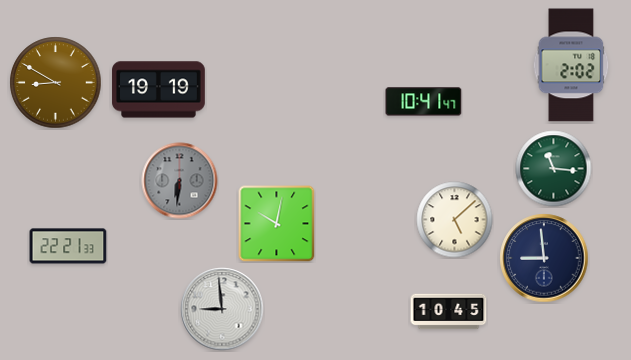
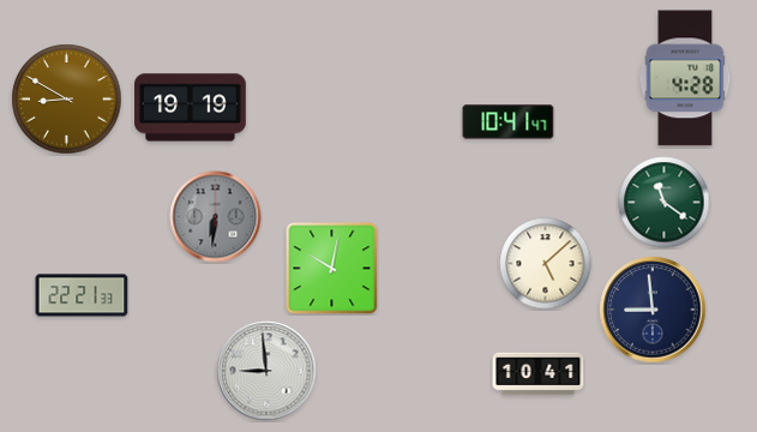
clock at (571, 65): 2:02 -> 4:28
clock at (554, 169): 11:16 -> 11:21
clock at (449, 312): 10:45 -> 10:41
